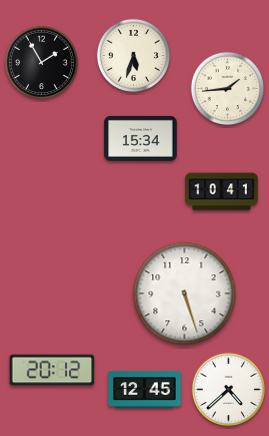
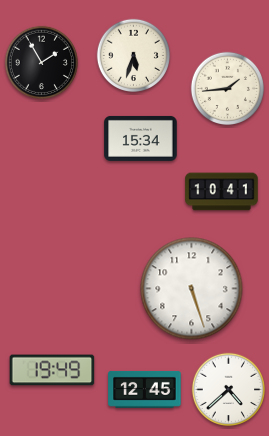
clock at (185, 294) position: (185, 294) -> (192, 289)
clock at (52, 370): 20:12 -> 19:49
